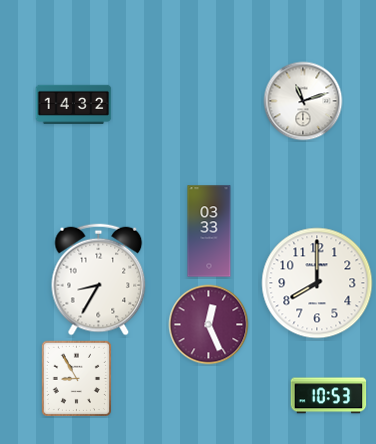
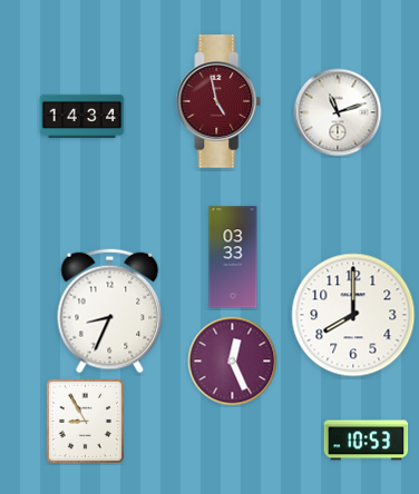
clock at (218, 101): none -> 4:58
clock at (74, 104): 14:32 -> 14:34
clock at (99, 280): 8:35 -> 8:34
